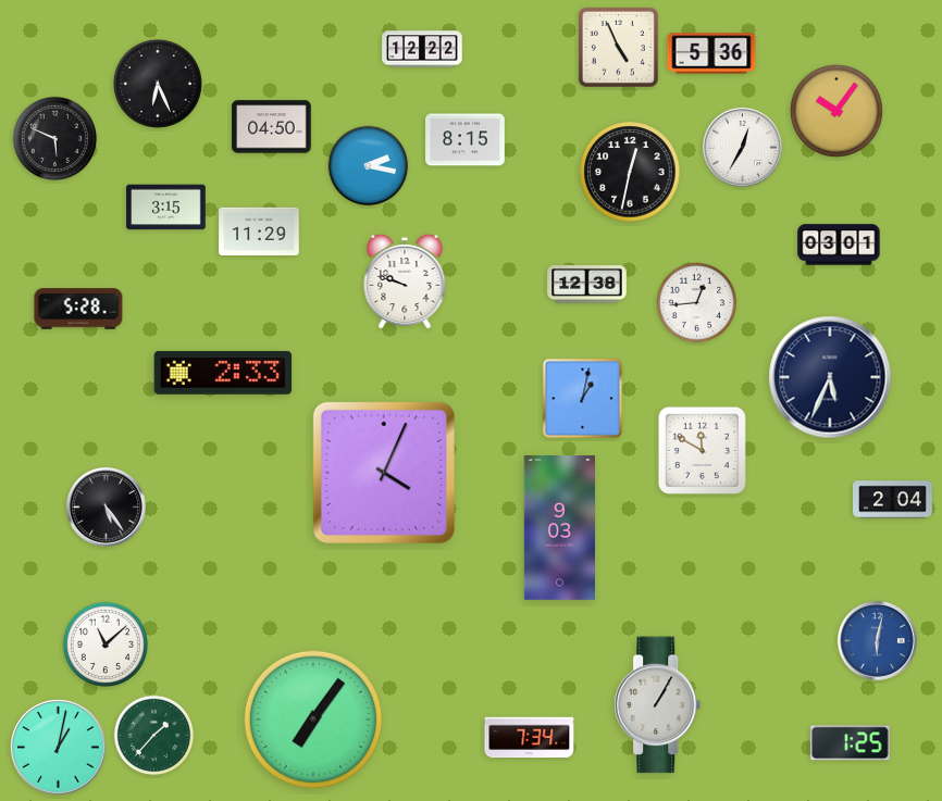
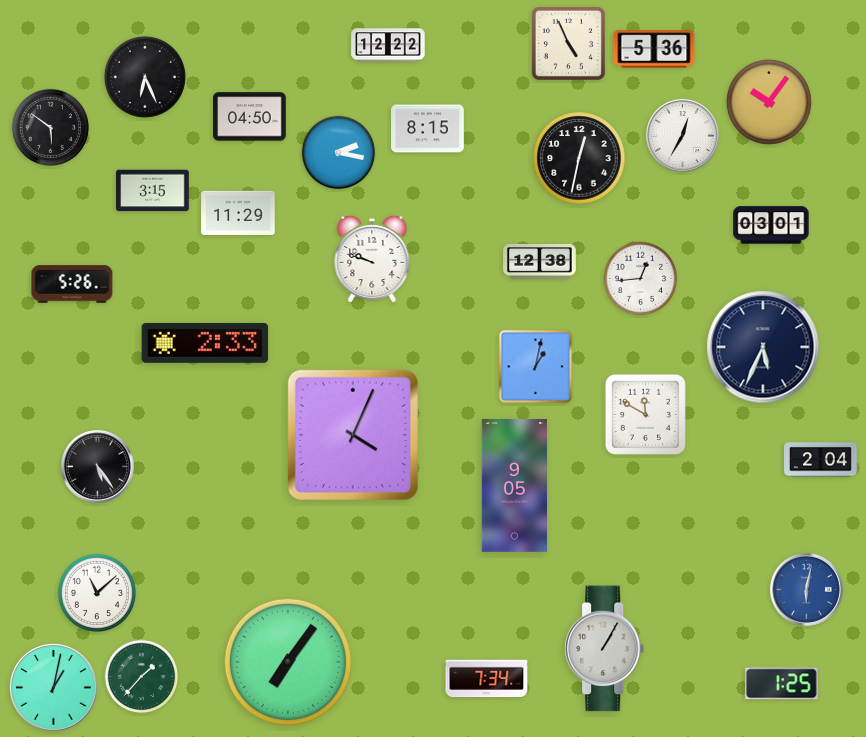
clock at (54, 138): 5:49 -> 5:51
clock at (78, 309): 5:28 -> 5:26
clock at (559, 528): 9:03 -> 9:05
